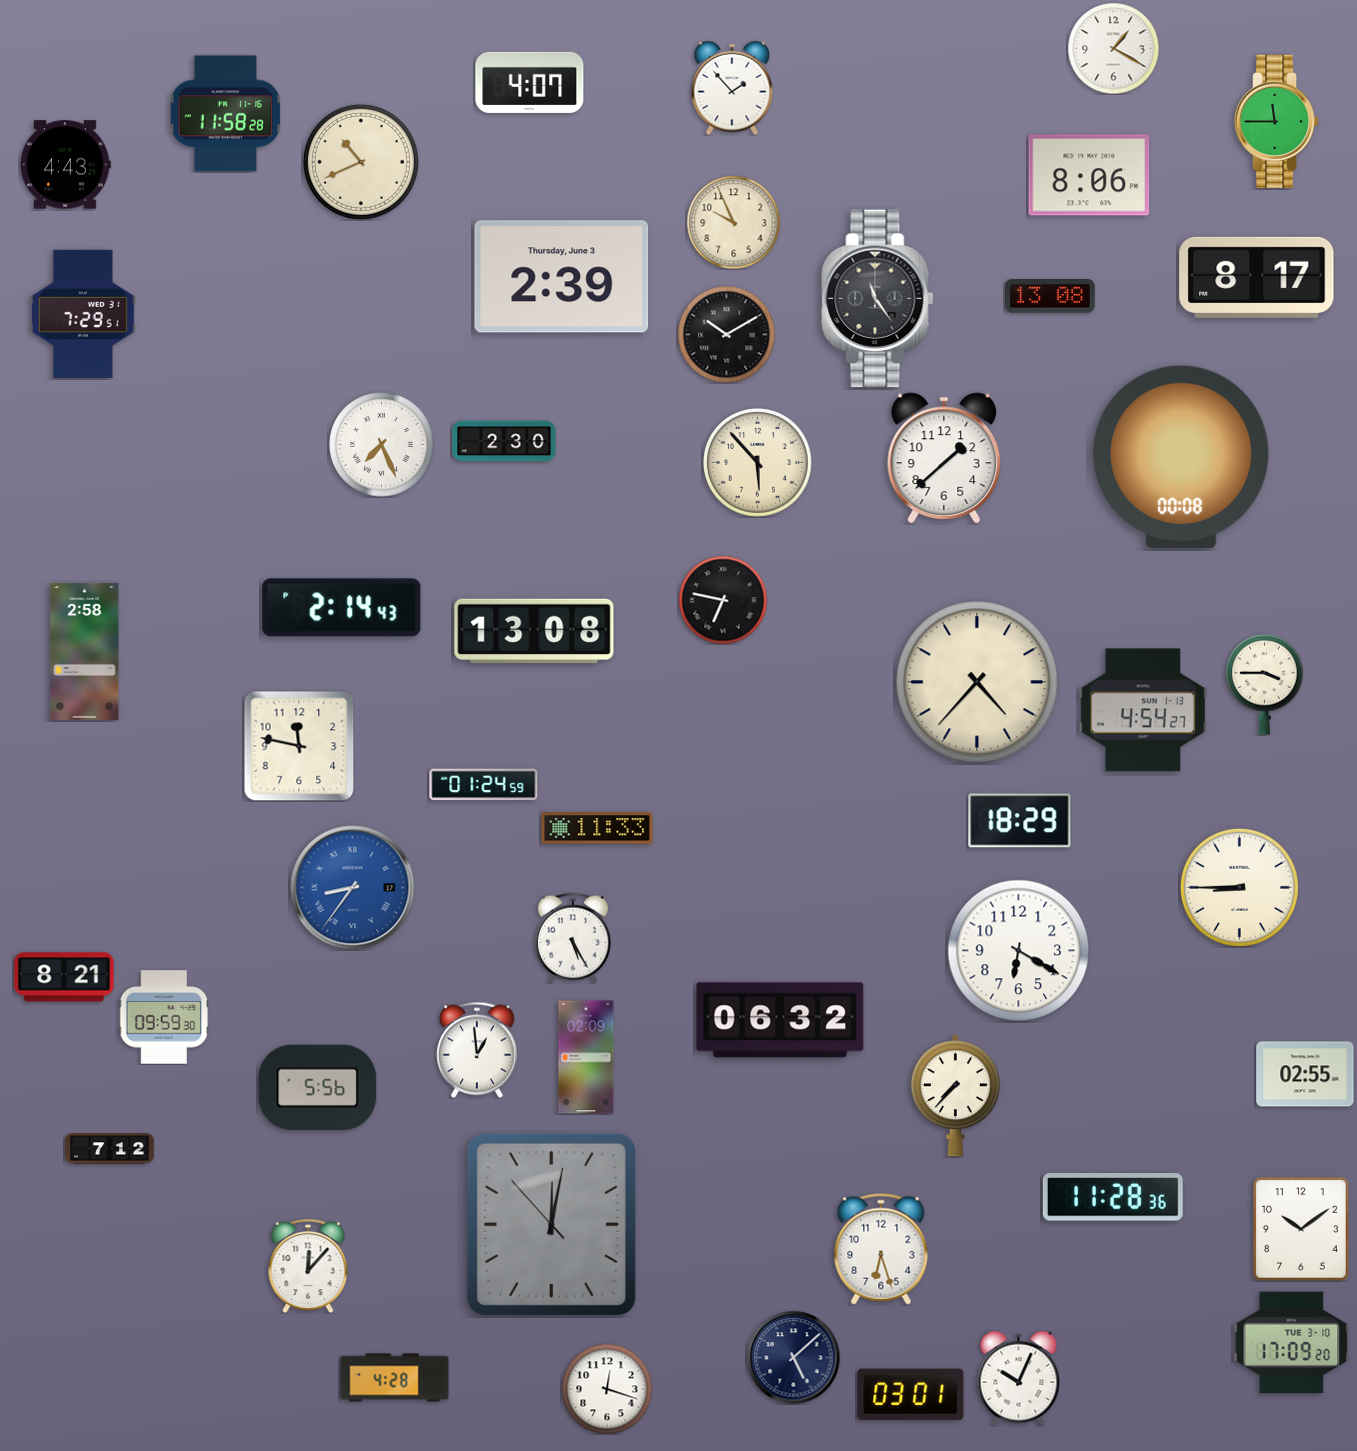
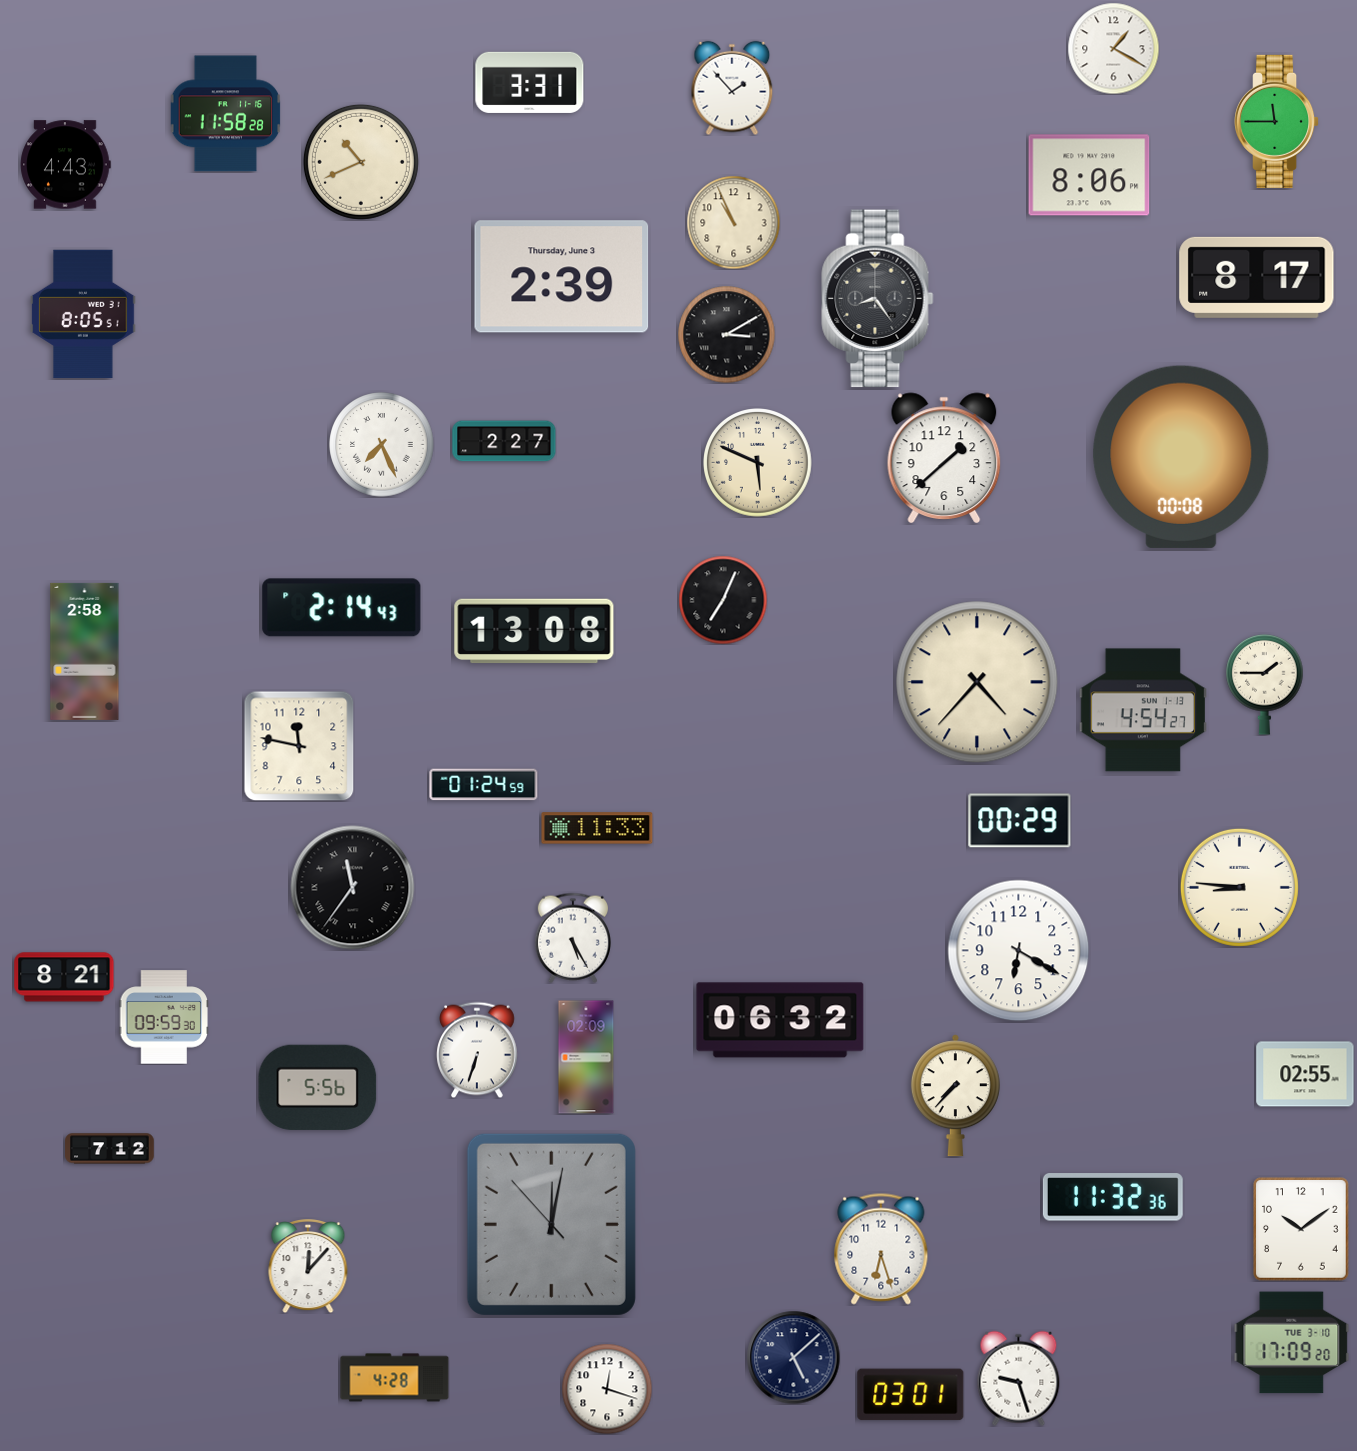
clock at (530, 82): 4:07 -> 3:31
clock at (733, 222): 9:56 -> 10:56
clock at (1050, 296): 13:08 -> none
clock at (878, 299): 11:24 -> 8:24
clock at (83, 314): 7:29 -> 8:05
clock at (726, 334): 10:10 -> 3:10
clock at (504, 441): 2:30 -> 2:27
clock at (758, 463): 5:53 -> 5:49
clock at (723, 600): 6:47 -> 7:04
clock at (1265, 684): 3:45 -> 1:45
clock at (1020, 821): 18:29 -> 00:29
clock at (1239, 887): 8:45 -> 8:46
clock at (353, 888): 8:36 -> 11:36
clock at (353, 888) dial: blue -> black
clock at (478, 1050): 12:59 -> 6:33
clock at (1113, 1197): 11:28 -> 11:32
clock at (1019, 1378): 10:04 -> 9:27
